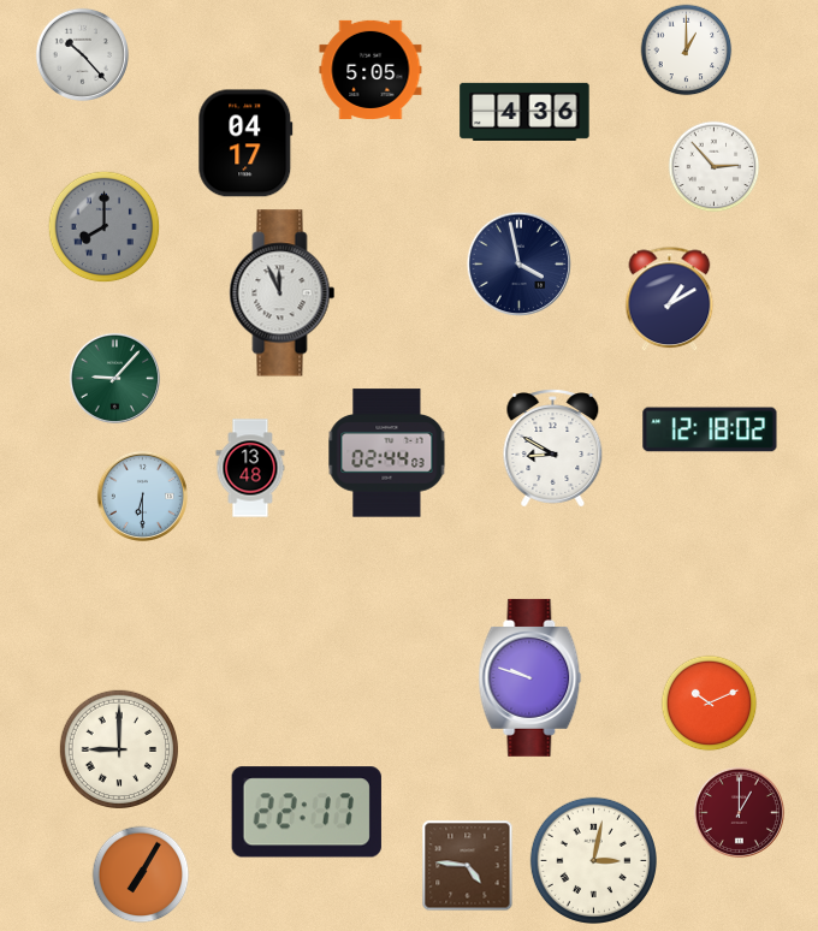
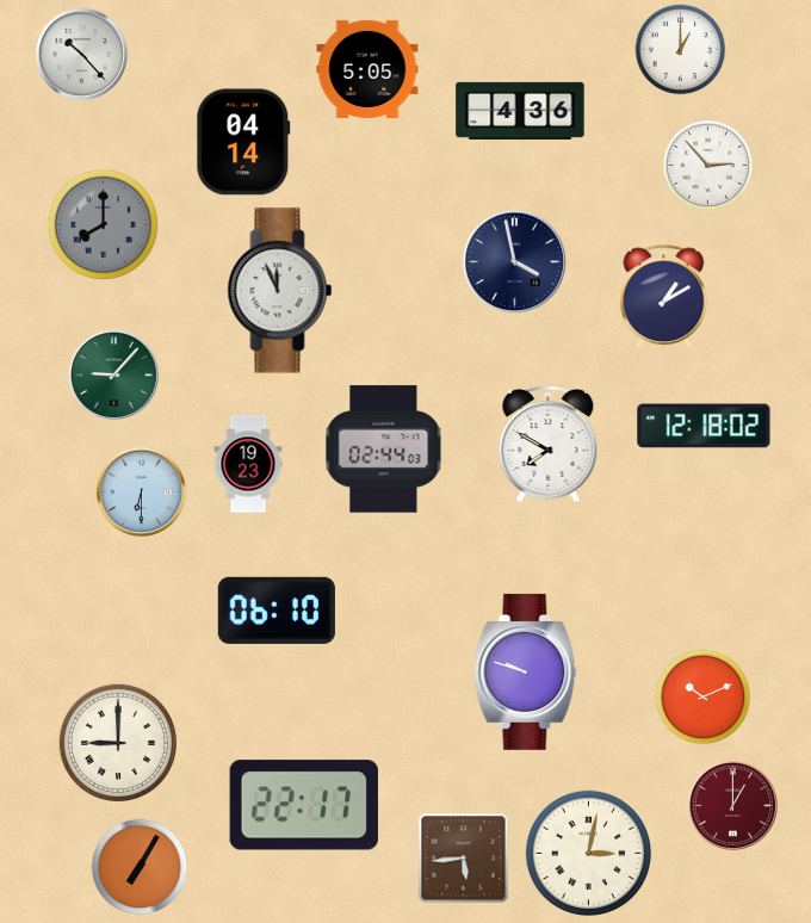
clock at (245, 143): 04:17 -> 04:14
clock at (553, 449): 8:50 -> 7:50
clock at (250, 468): 13:48 -> 19:23
clock at (277, 611): none -> 06:10
clock at (468, 866): 4:46 -> 5:44
